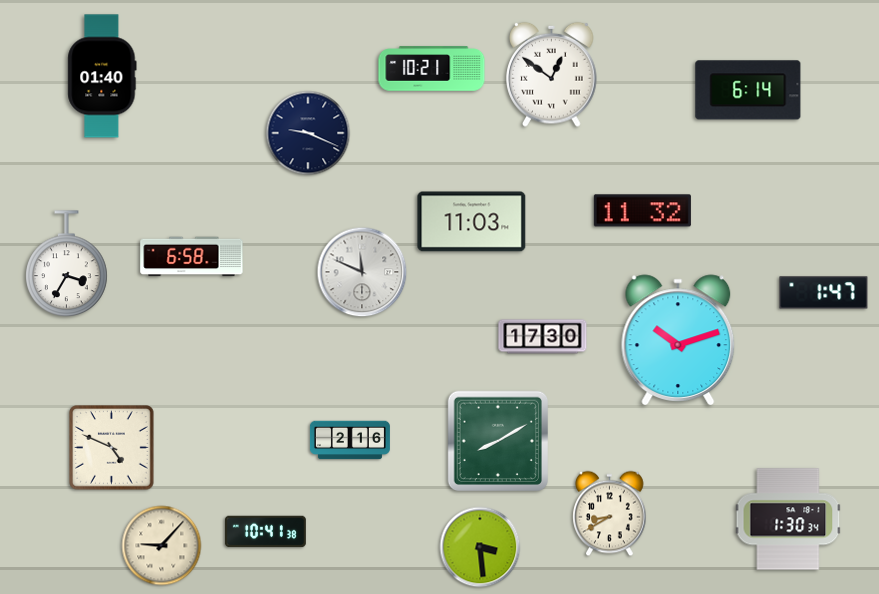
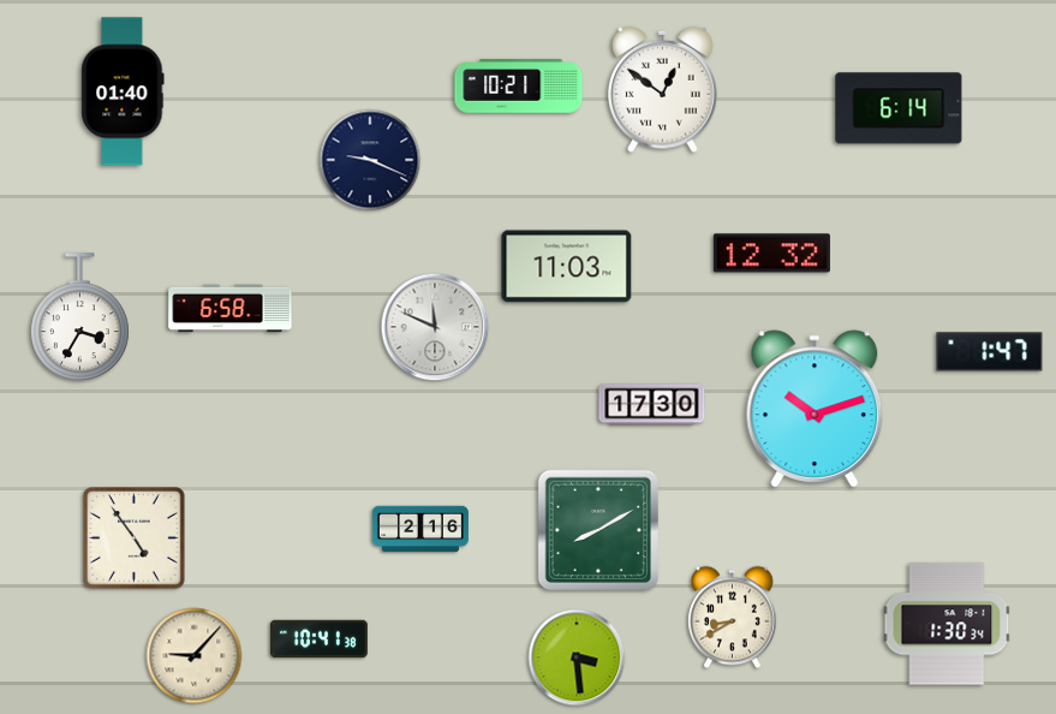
clock at (432, 69) position: (432, 69) -> (519, 87)
clock at (642, 211): 11:32 -> 12:32
clock at (112, 448): 4:49 -> 4:54
